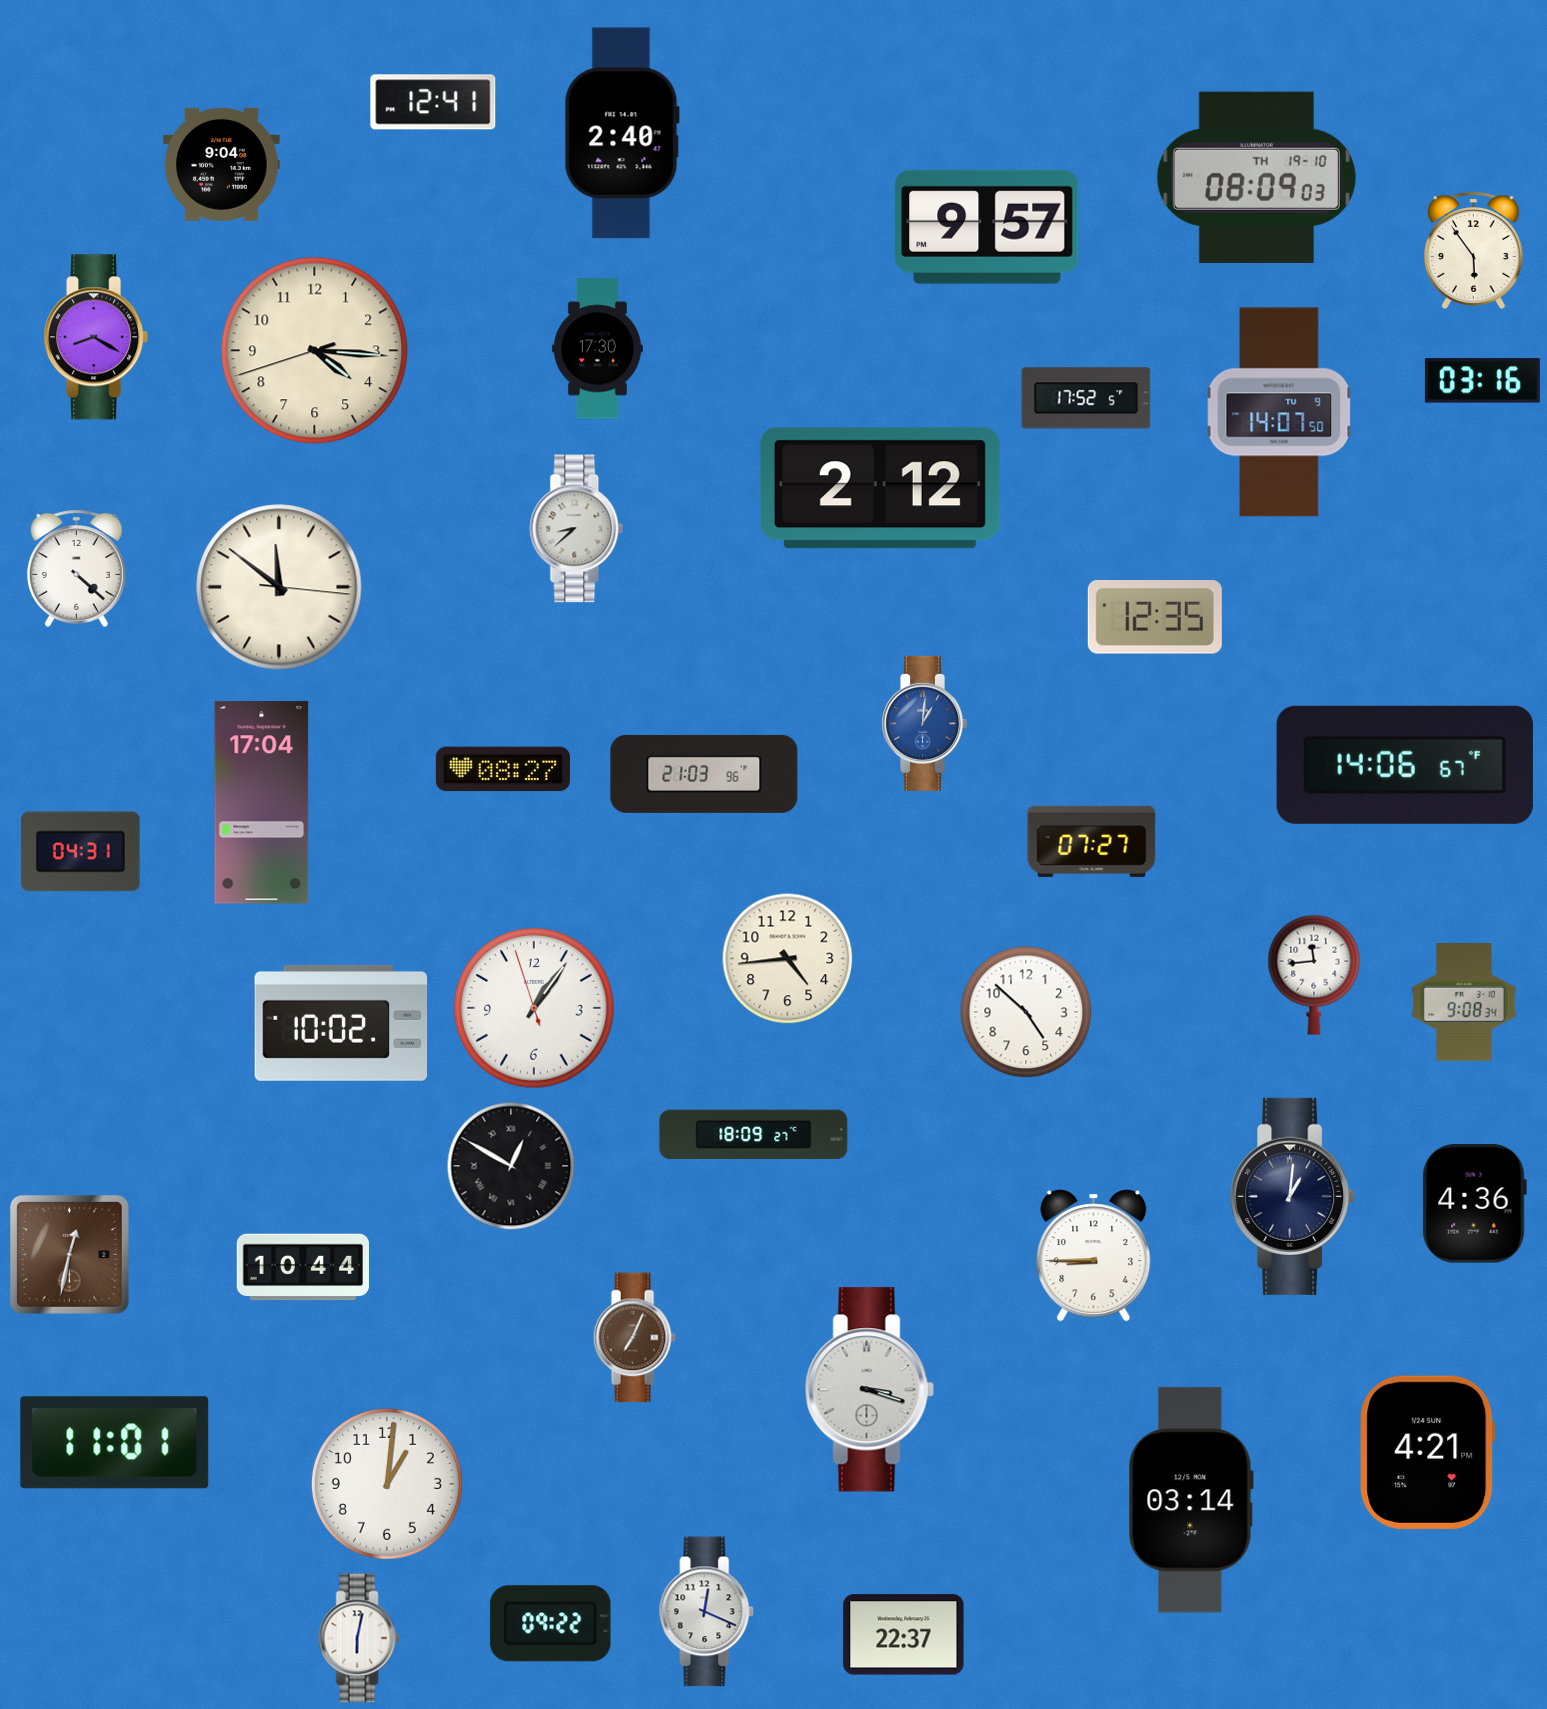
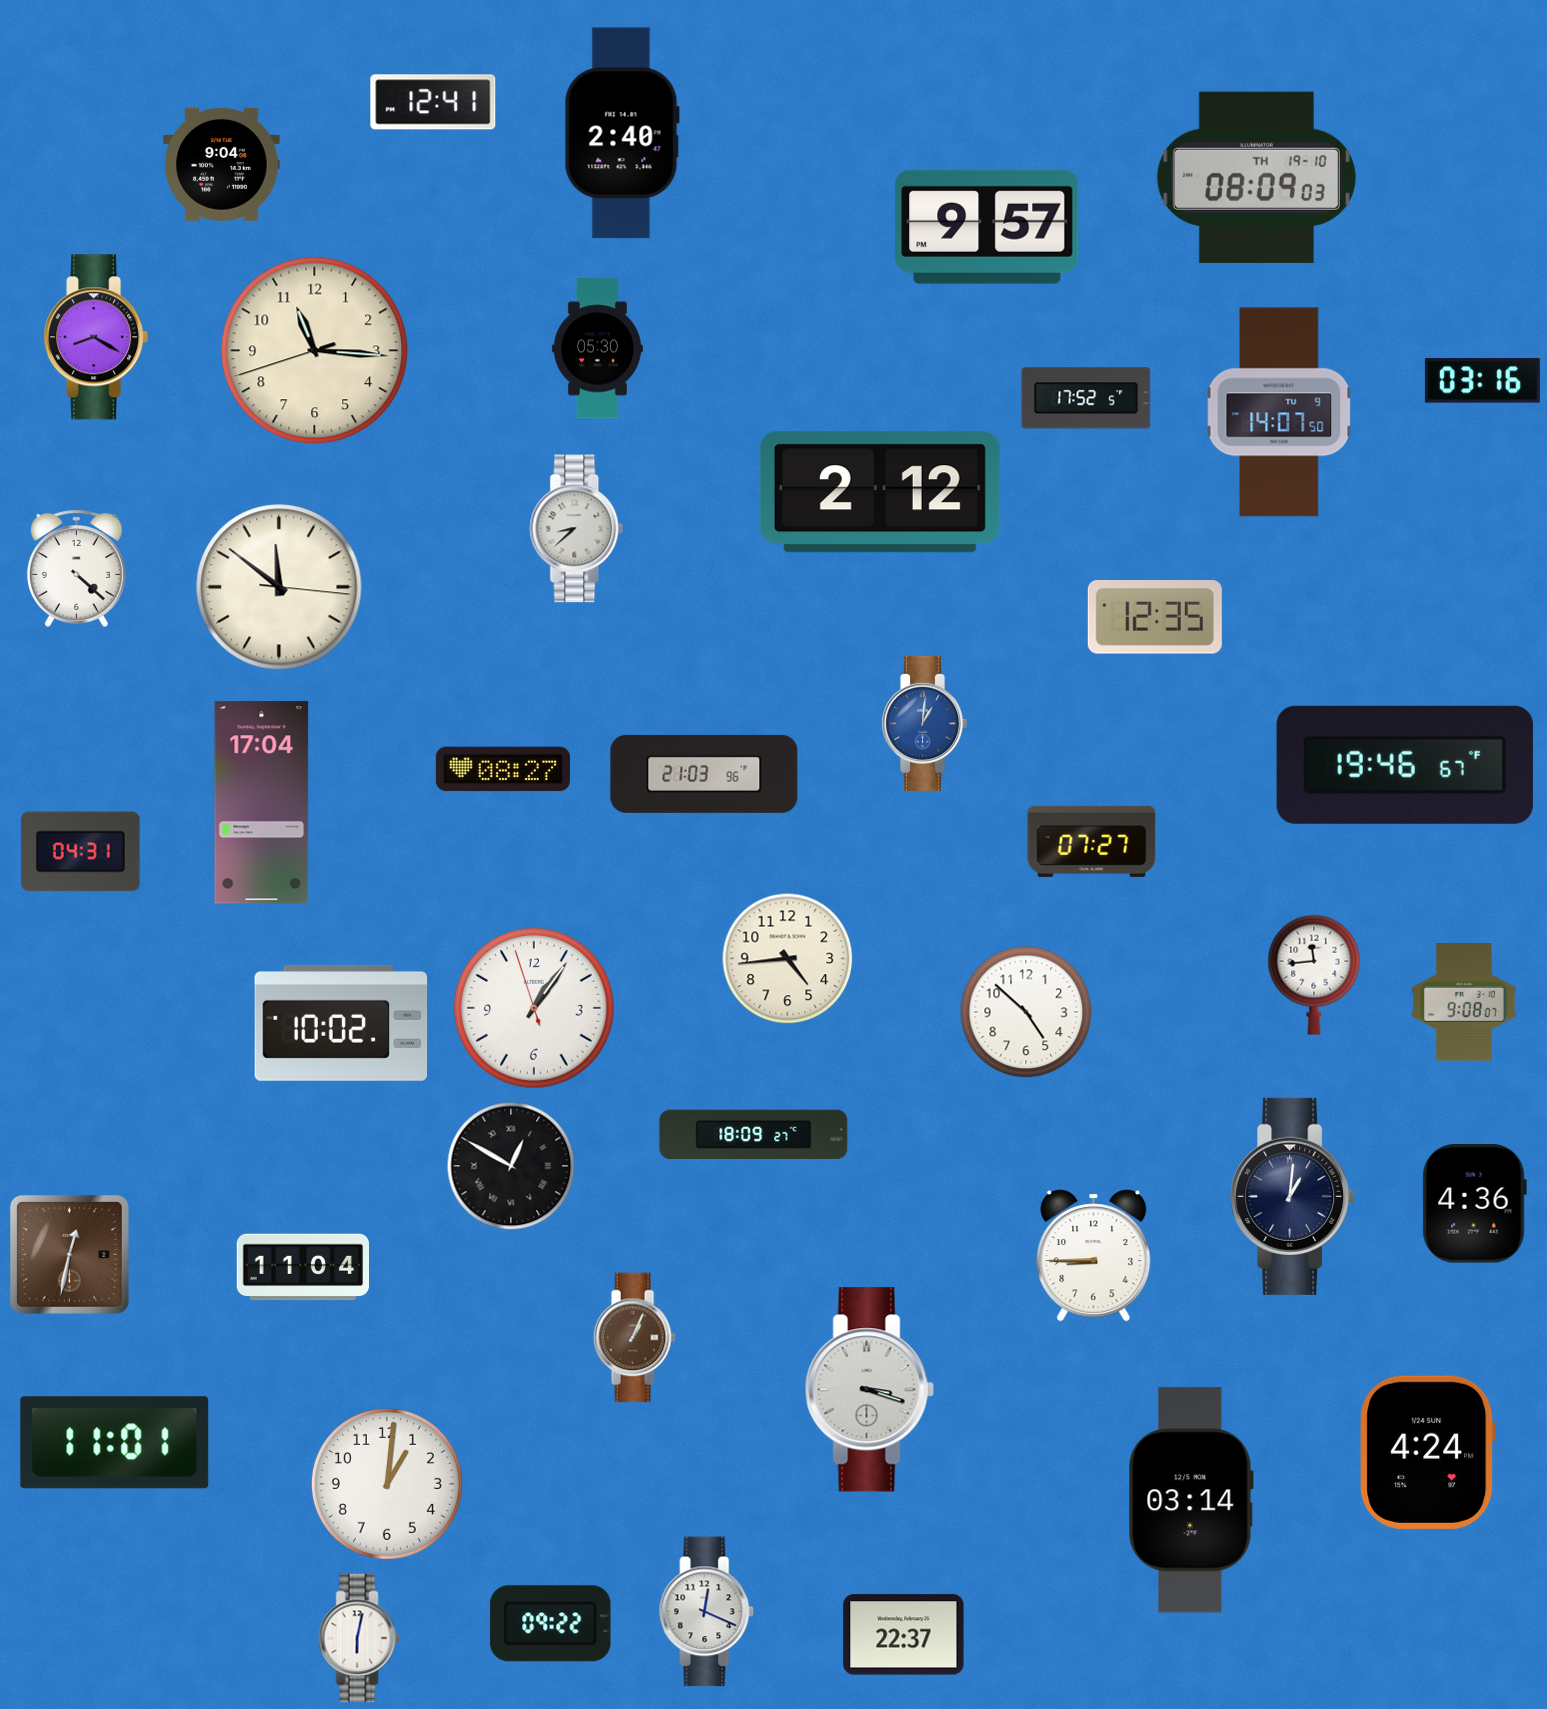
clock at (1473, 250): 5:54 -> none
clock at (597, 349): 17:30 -> 05:30
clock at (315, 351): 4:15 -> 11:15
clock at (880, 488) position: (880, 488) -> (880, 492)
clock at (1405, 765): 14:06 -> 19:46
clock at (1464, 1002): 9:08:34 -> 9:08:07
clock at (302, 1267): 10:44 -> 11:04
clock at (634, 1338): 7:04 -> 1:04
clock at (1428, 1452): 4:21 -> 4:24
